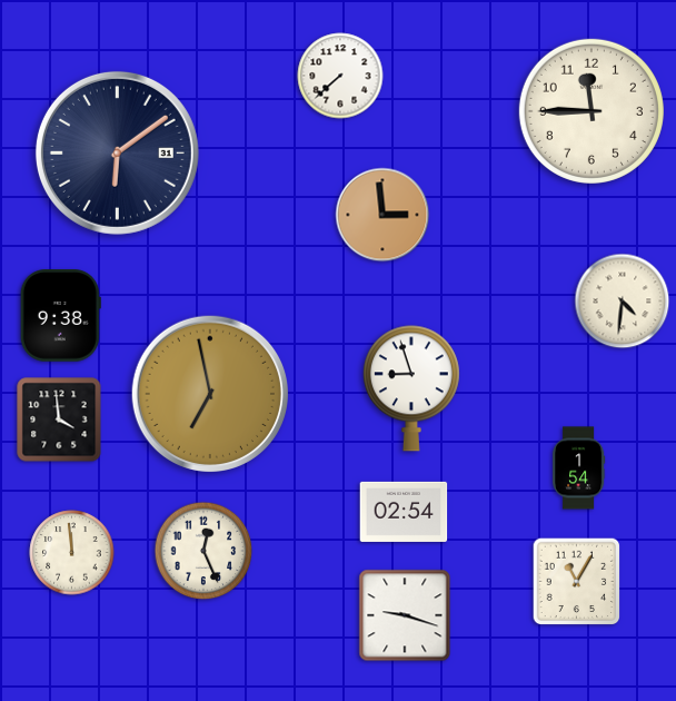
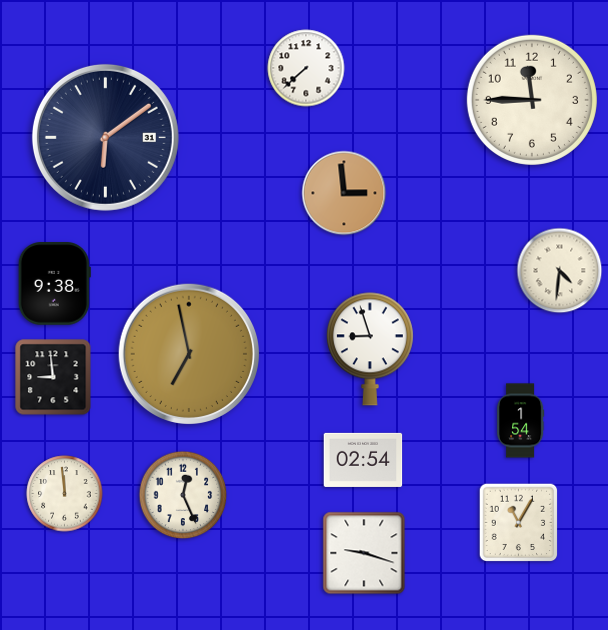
clock at (59, 419): 3:59 -> 8:59
clock at (72, 553) position: (72, 553) -> (65, 494)
